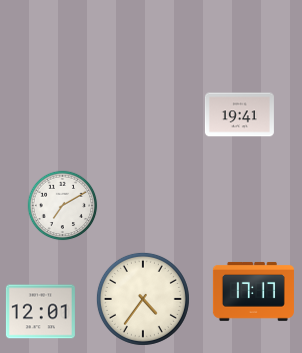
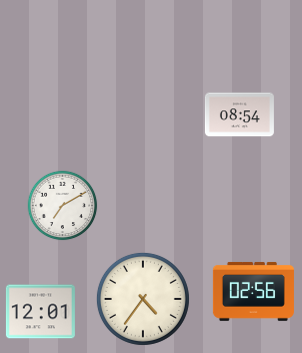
clock at (239, 115): 19:41 -> 08:54
clock at (253, 291): 17:17 -> 02:56
